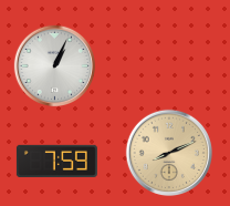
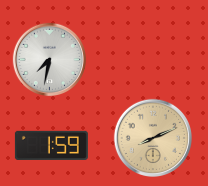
clock at (55, 66): 1:04 -> 7:32
clock at (56, 161): 7:59 -> 1:59
